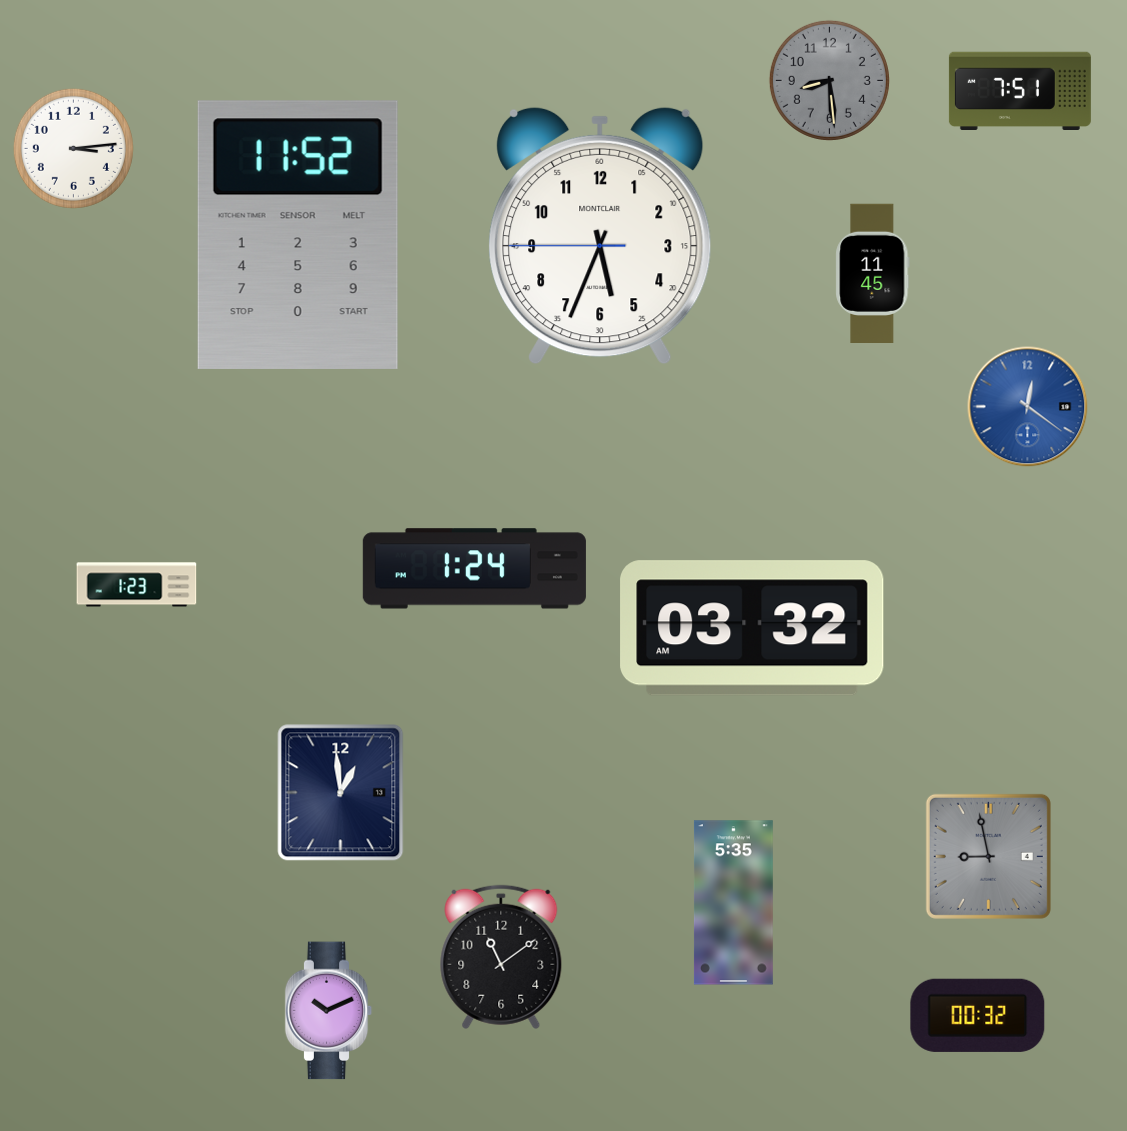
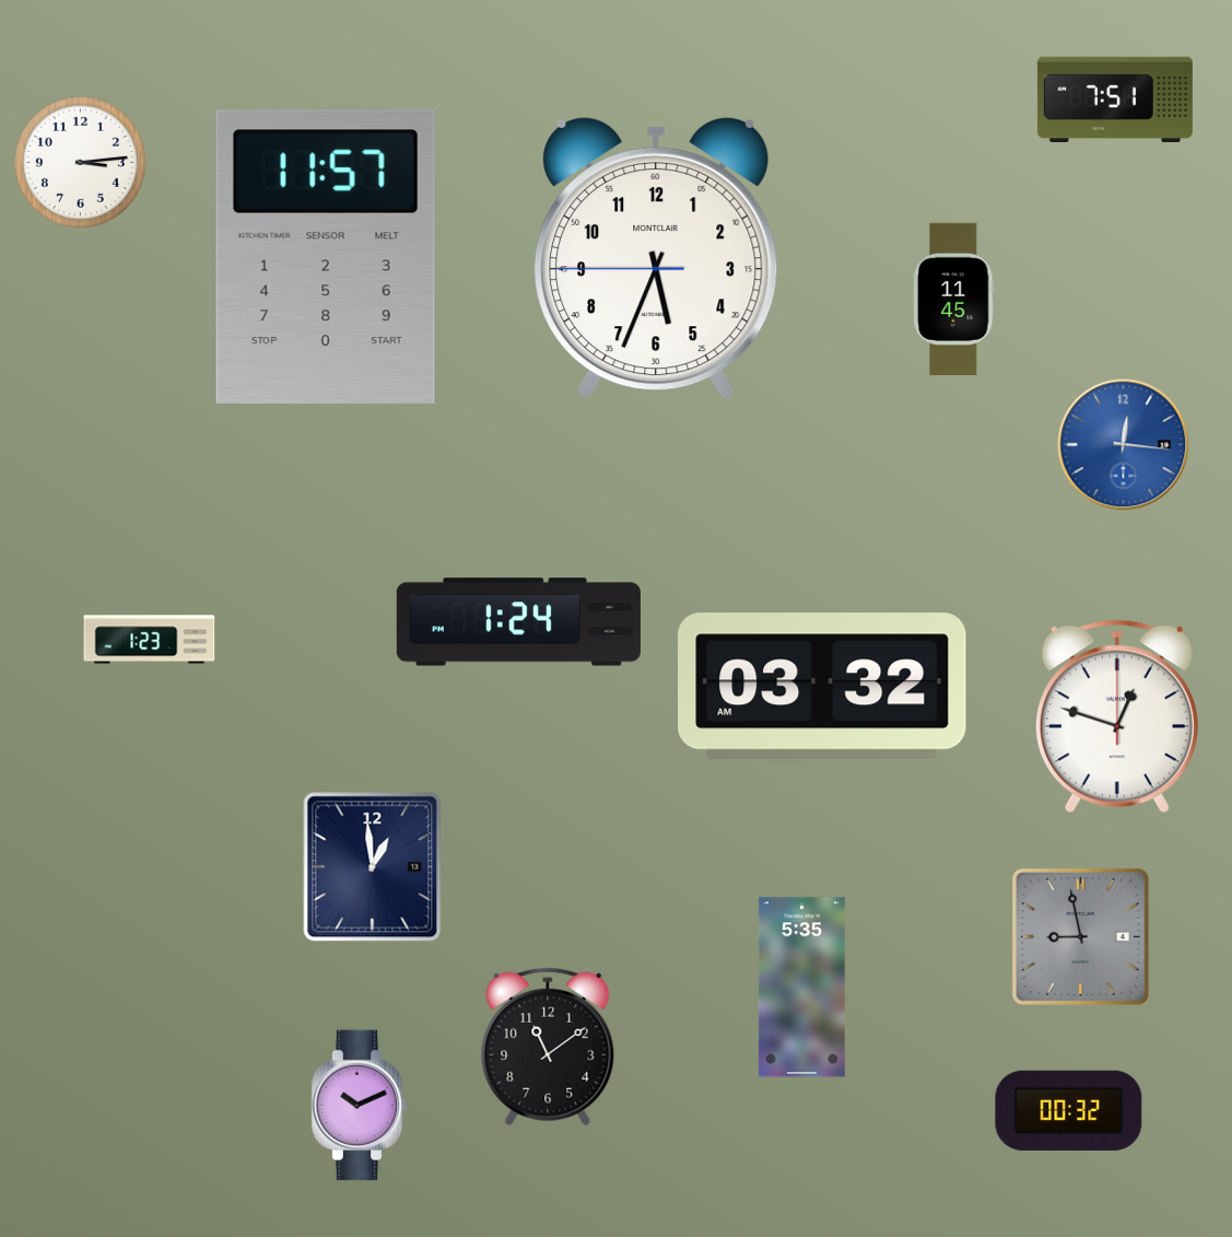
clock at (829, 80): 8:29 -> none
clock at (298, 235): 11:52 -> 11:57
clock at (1028, 407): 12:21 -> 12:16
clock at (1117, 716): none -> 12:48
